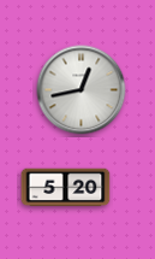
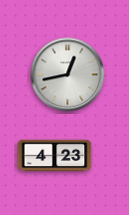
clock at (66, 188): 5:20 -> 4:23
